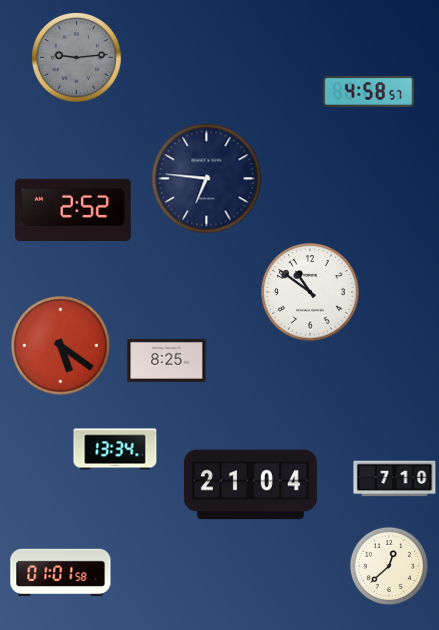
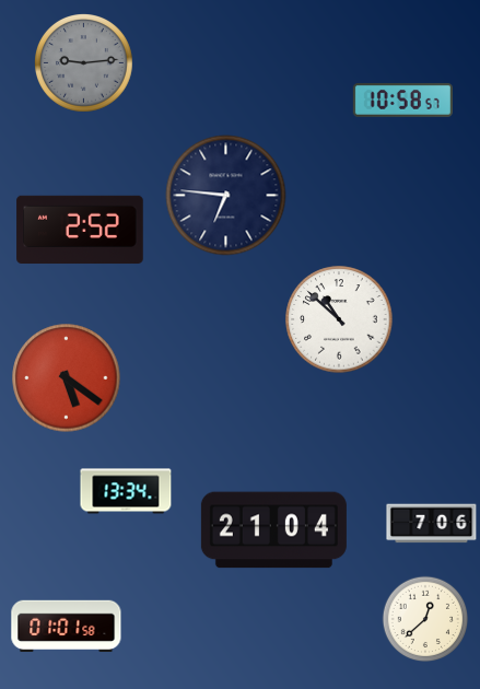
clock at (368, 91): 4:58 -> 10:58
clock at (310, 292): 10:51 -> 10:52
clock at (167, 360): 8:25 -> none
clock at (395, 479): 7:10 -> 7:06
